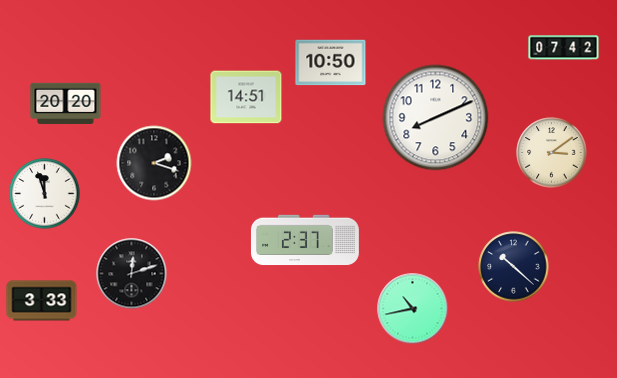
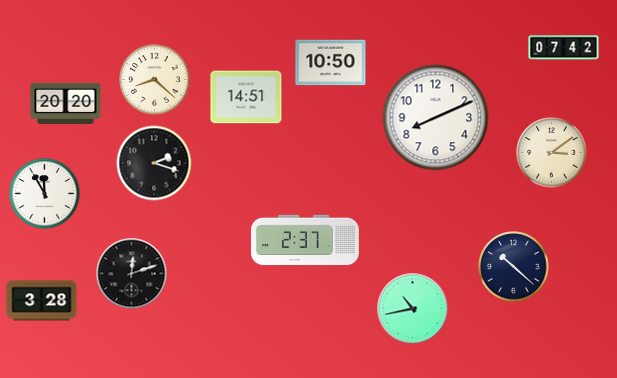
clock at (155, 80): none -> 8:22
clock at (45, 194): 11:57 -> 11:55
clock at (42, 301): 3:33 -> 3:28
